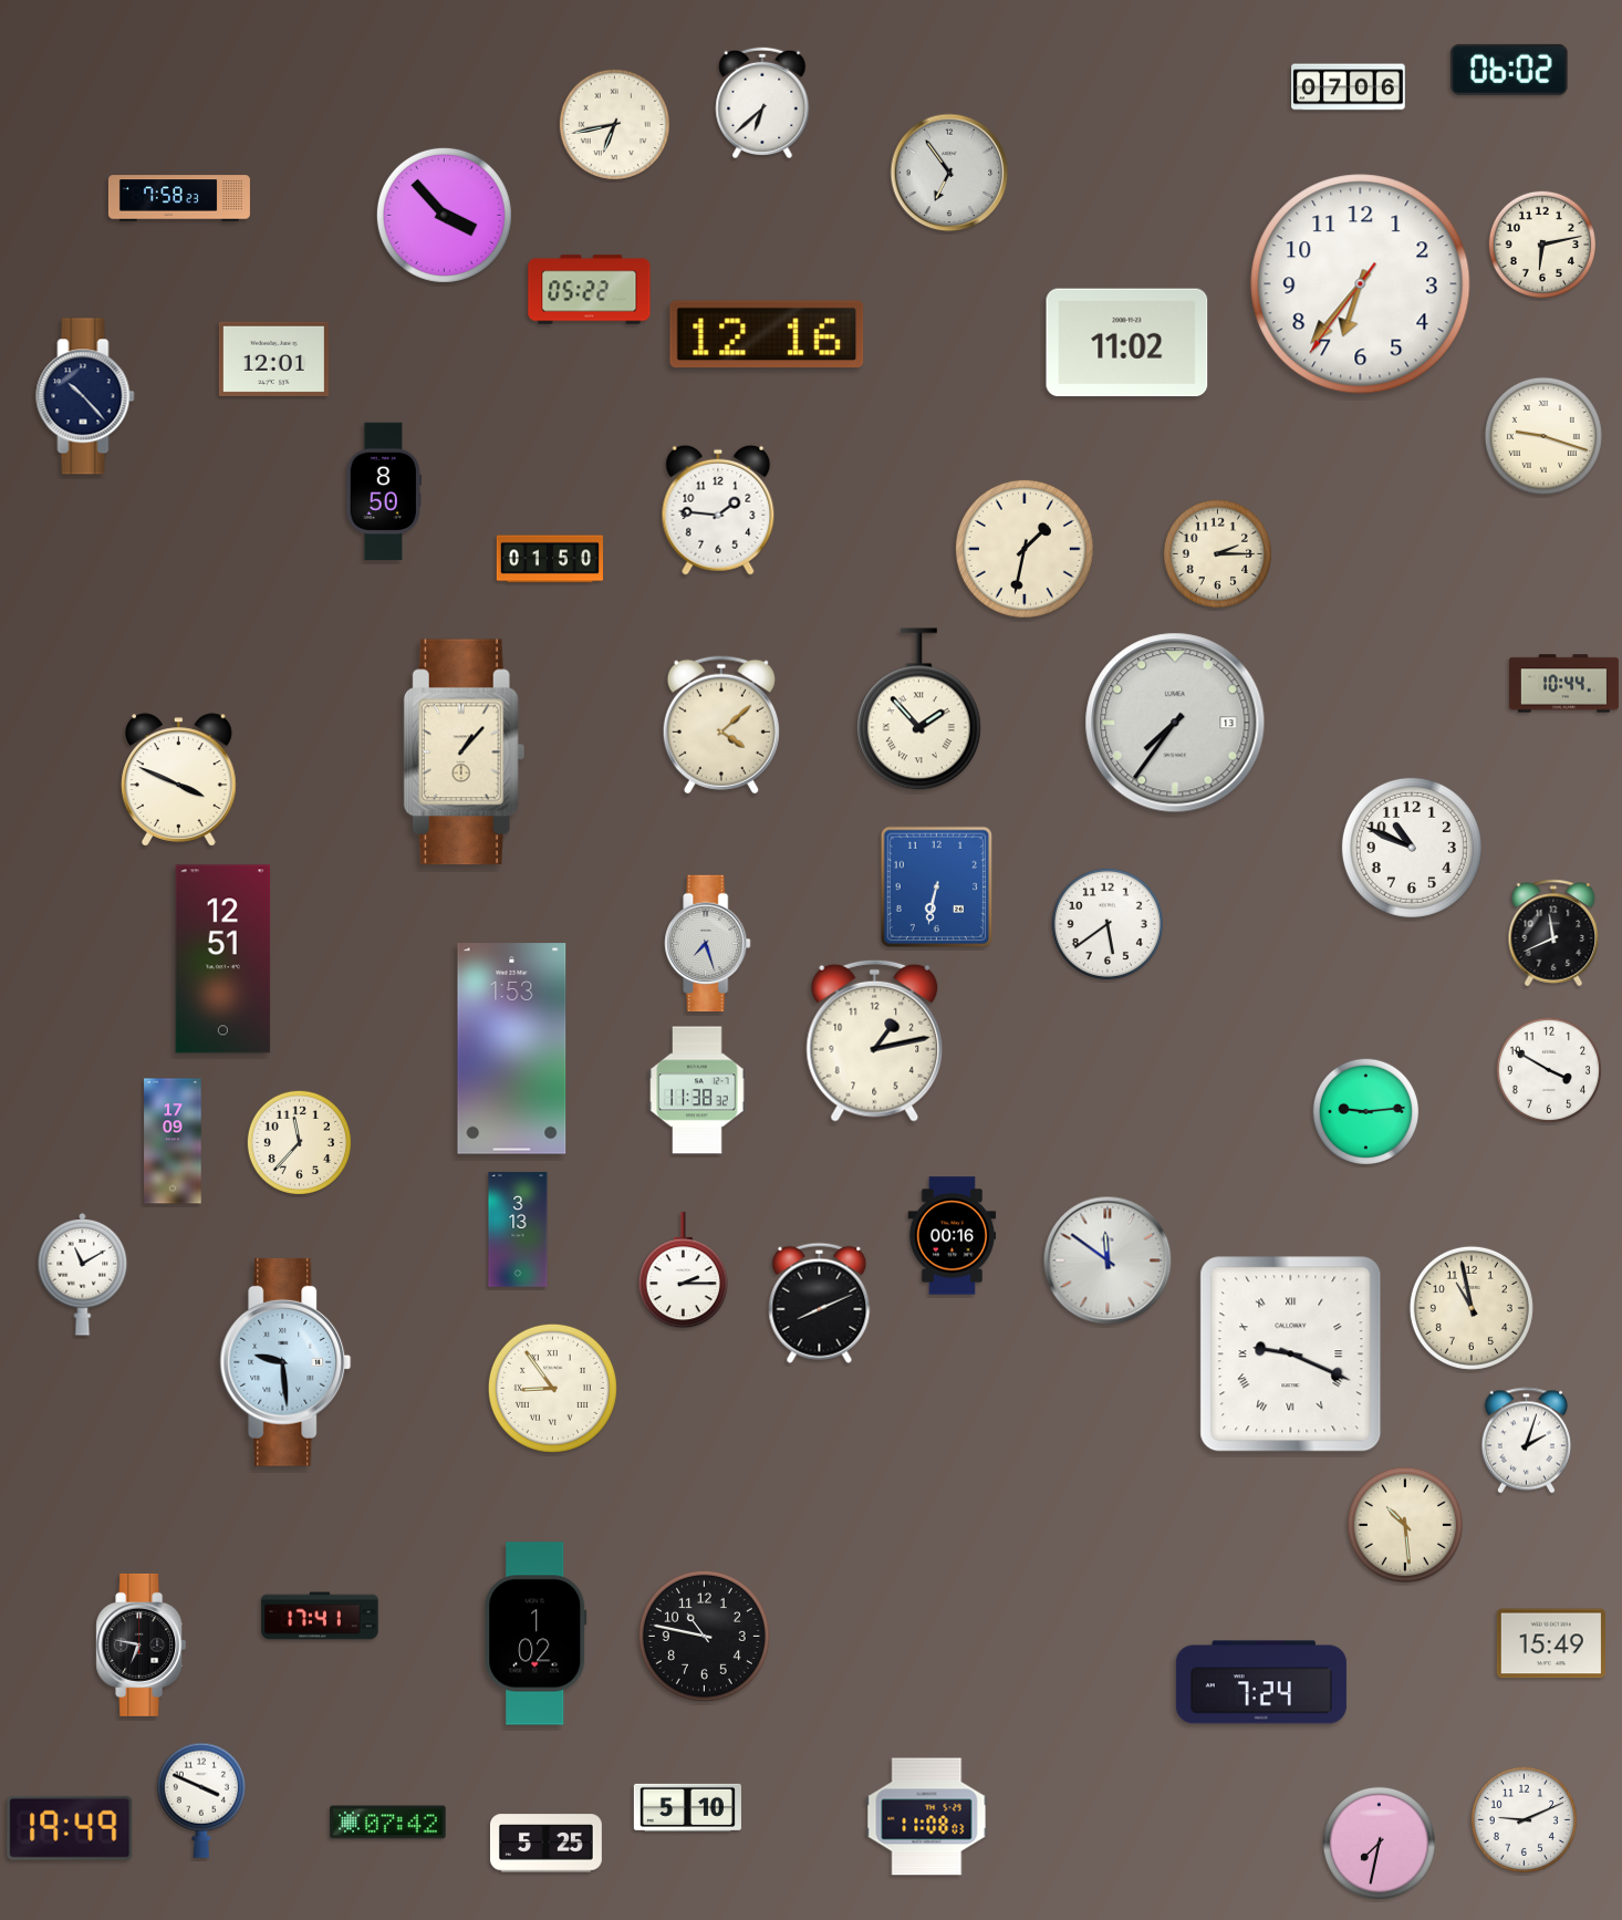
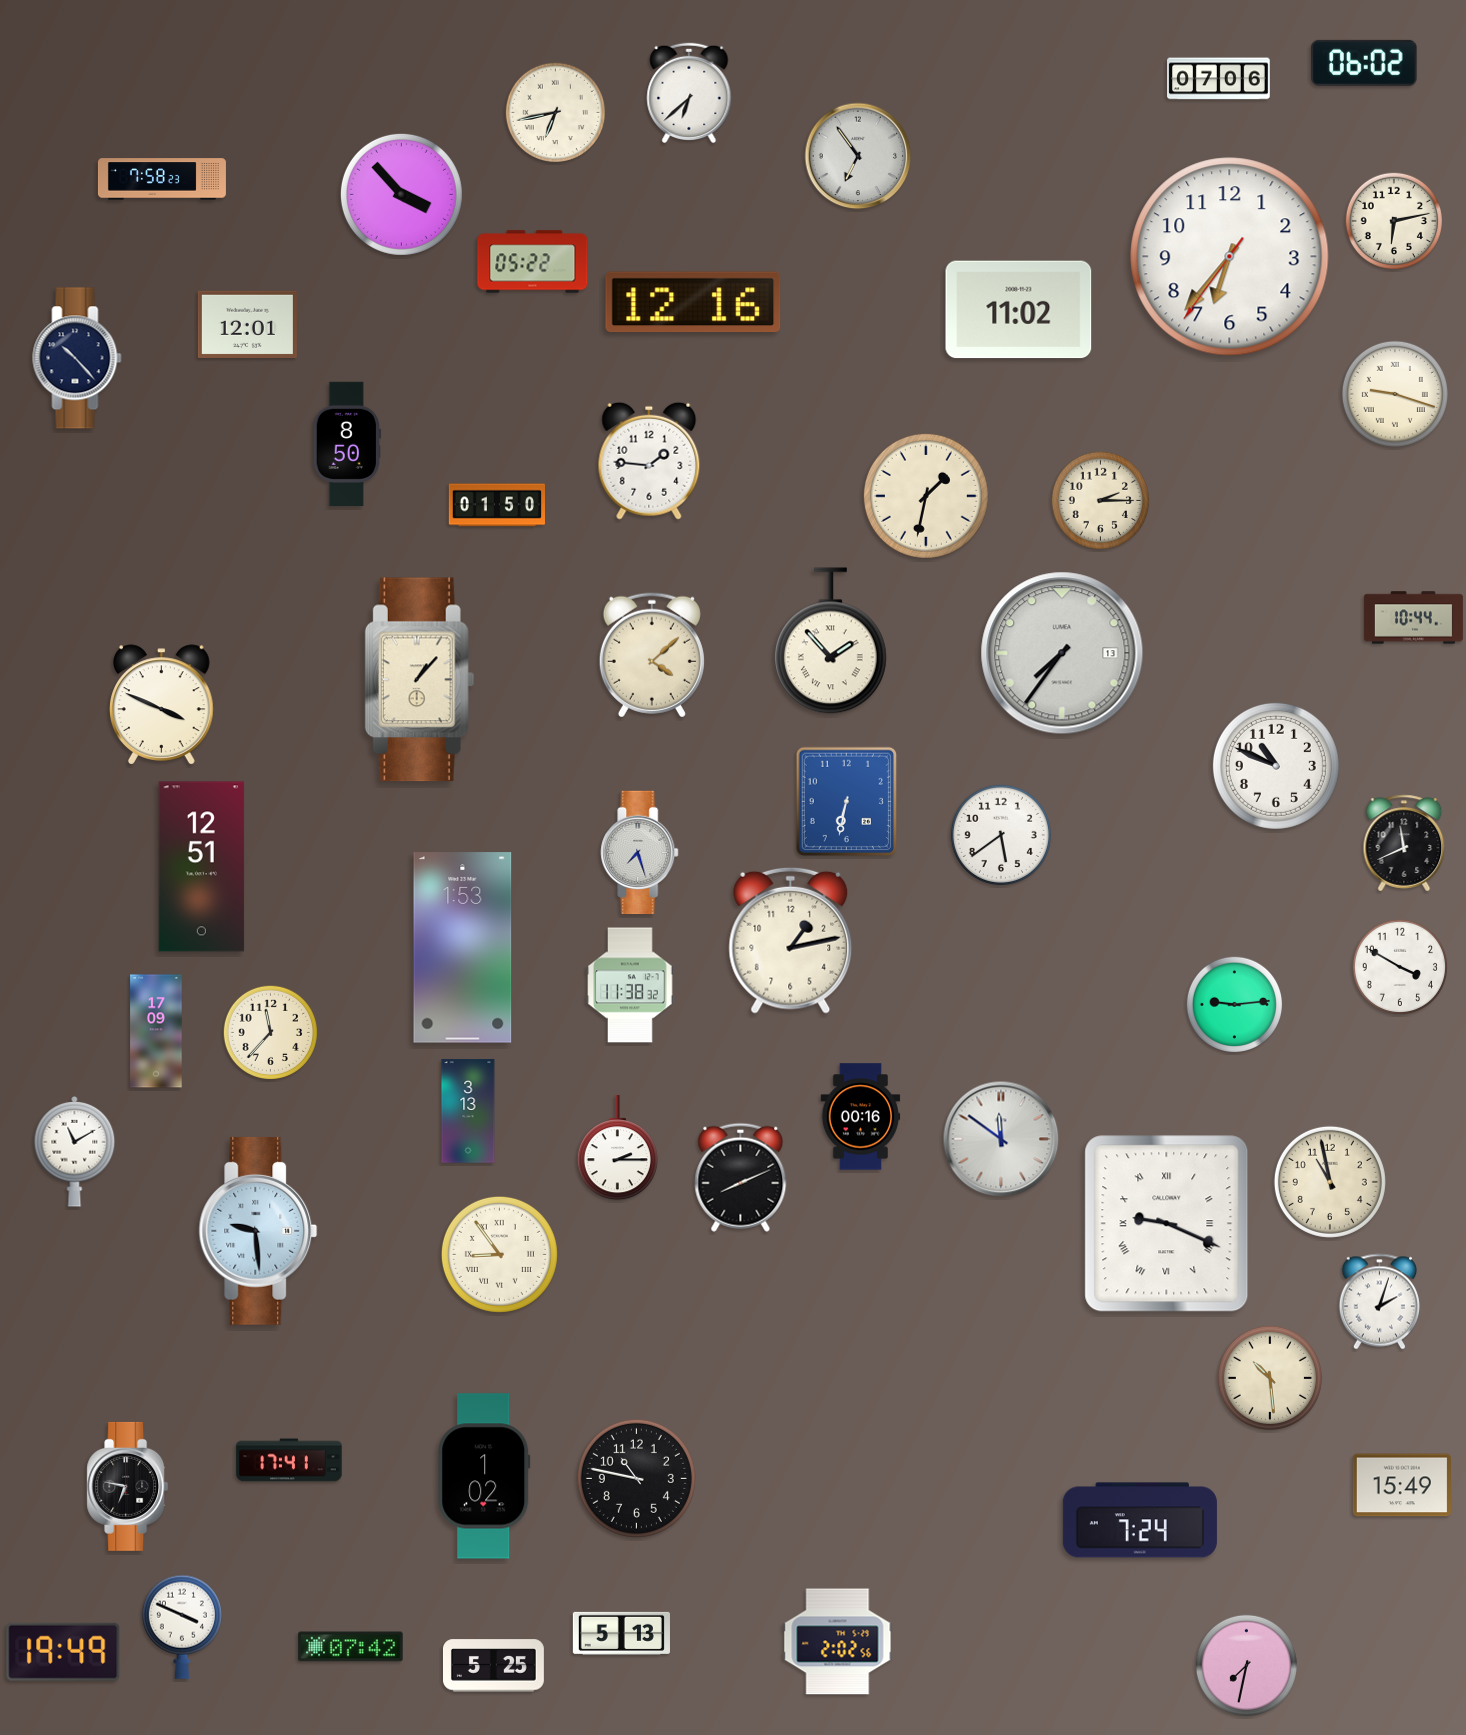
clock at (687, 1807): 5:10 -> 5:13
clock at (927, 1817): 11:08 -> 2:02
clock at (1524, 1819): 9:11 -> none
